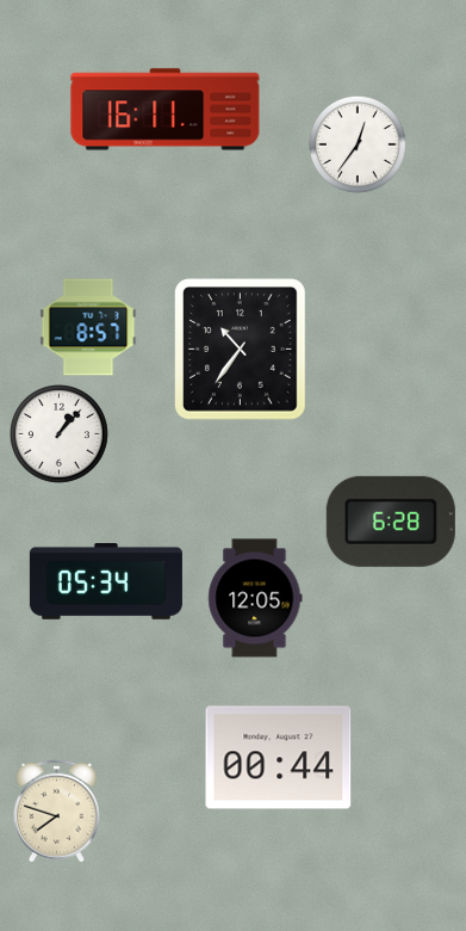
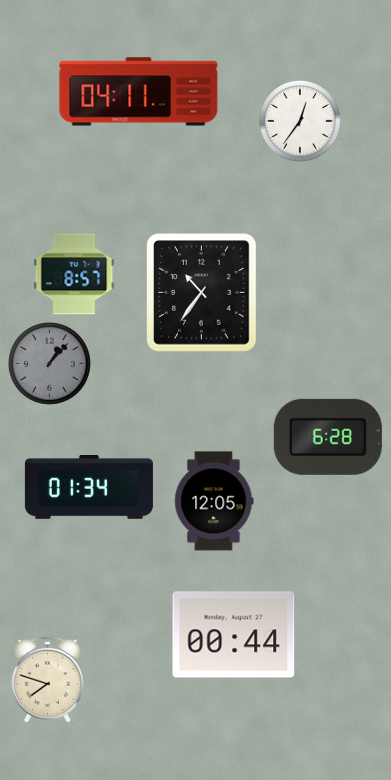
clock at (166, 110): 16:11 -> 04:11
clock at (60, 434) dial: white -> grey
clock at (106, 582): 05:34 -> 01:34
